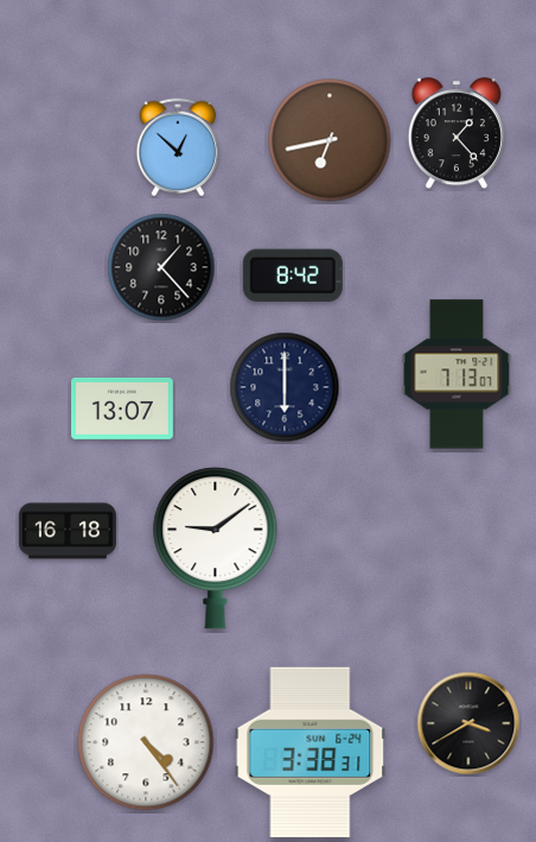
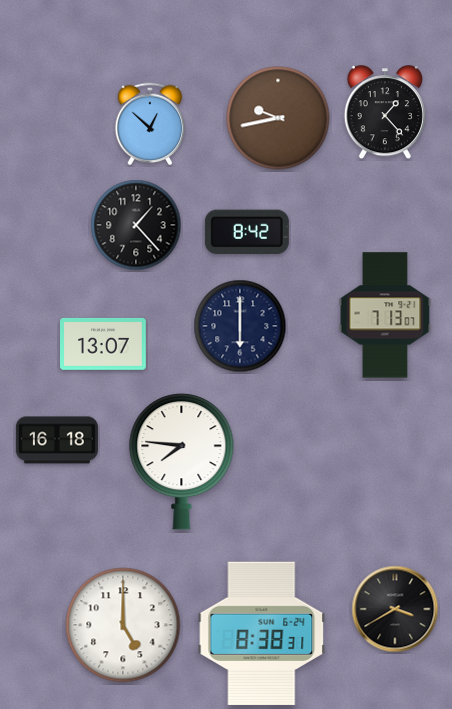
clock at (330, 140): 6:43 -> 9:43
clock at (68, 531) position: (68, 531) -> (57, 440)
clock at (216, 549): 9:09 -> 7:46
clock at (146, 742): 4:24 -> 5:00
clock at (311, 752): 3:38 -> 8:38
